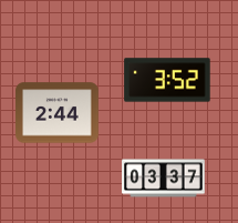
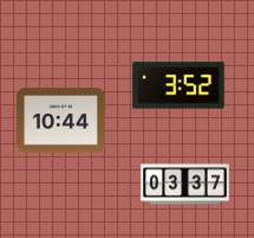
clock at (58, 113): 2:44 -> 10:44
clock at (164, 179) position: (164, 179) -> (185, 185)
